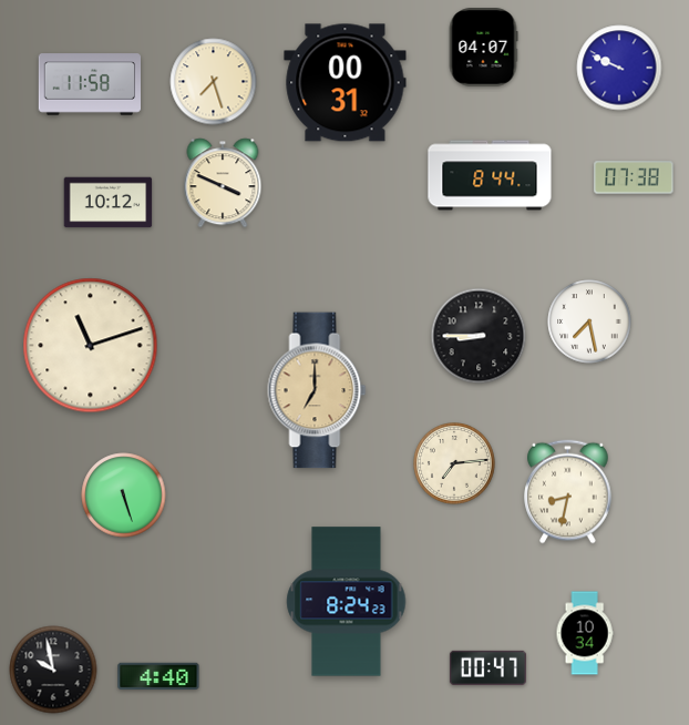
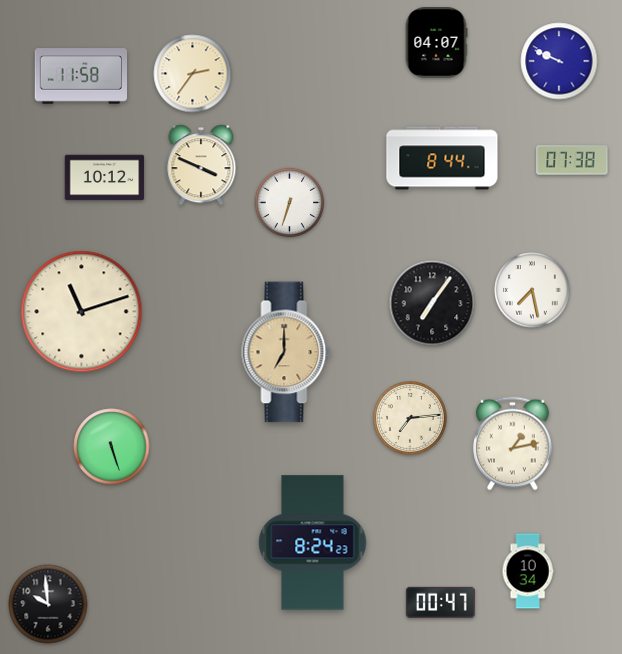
clock at (214, 82): 7:27 -> 2:36
clock at (346, 83): 00:31 -> none
clock at (109, 203) position: (109, 203) -> (105, 178)
clock at (290, 203): none -> 6:33
clock at (479, 336): 8:45 -> 7:06
clock at (568, 492): 8:32 -> 1:13
clock at (53, 670): 9:58 -> 9:59
clock at (158, 676): 4:40 -> none
